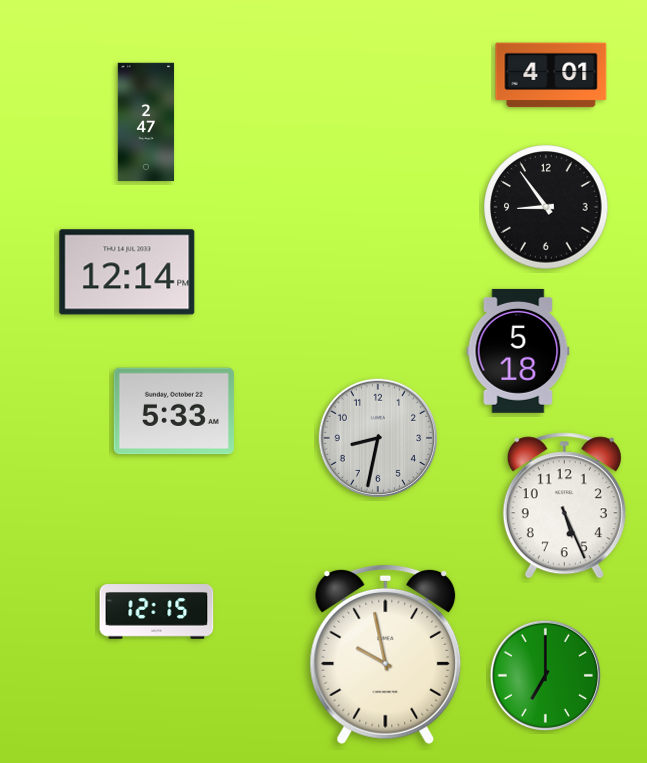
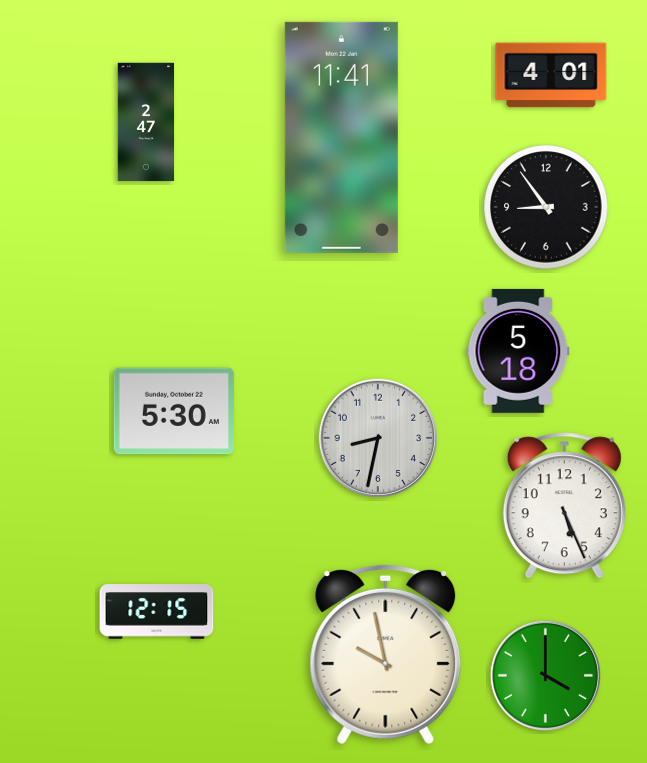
clock at (341, 137): none -> 11:41
clock at (127, 272): 12:14 -> none
clock at (174, 411): 5:33 -> 5:30
clock at (545, 675): 7:00 -> 4:00
